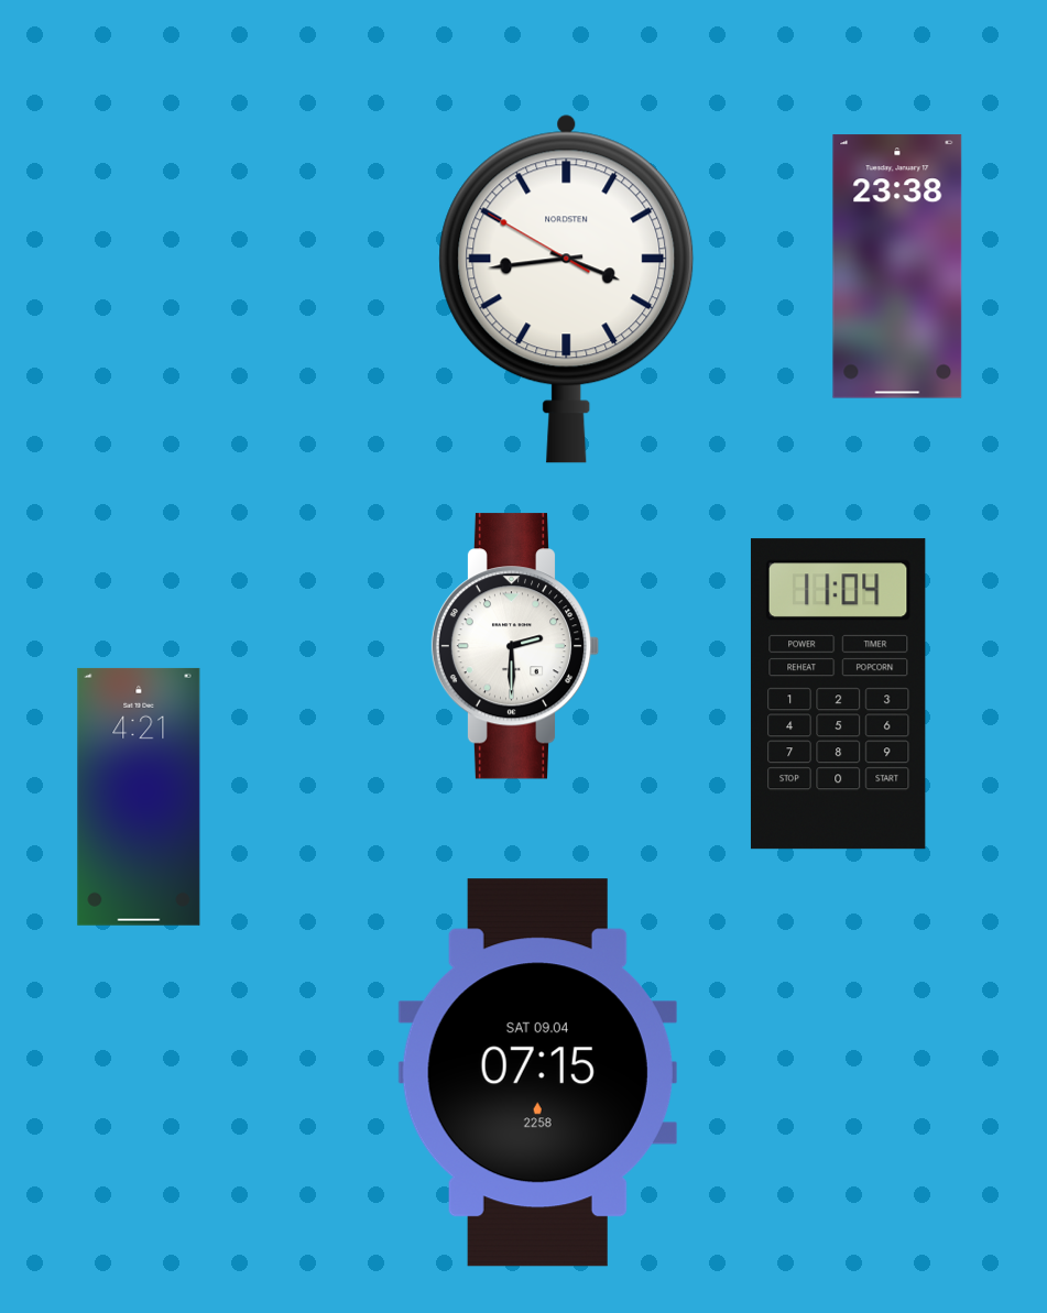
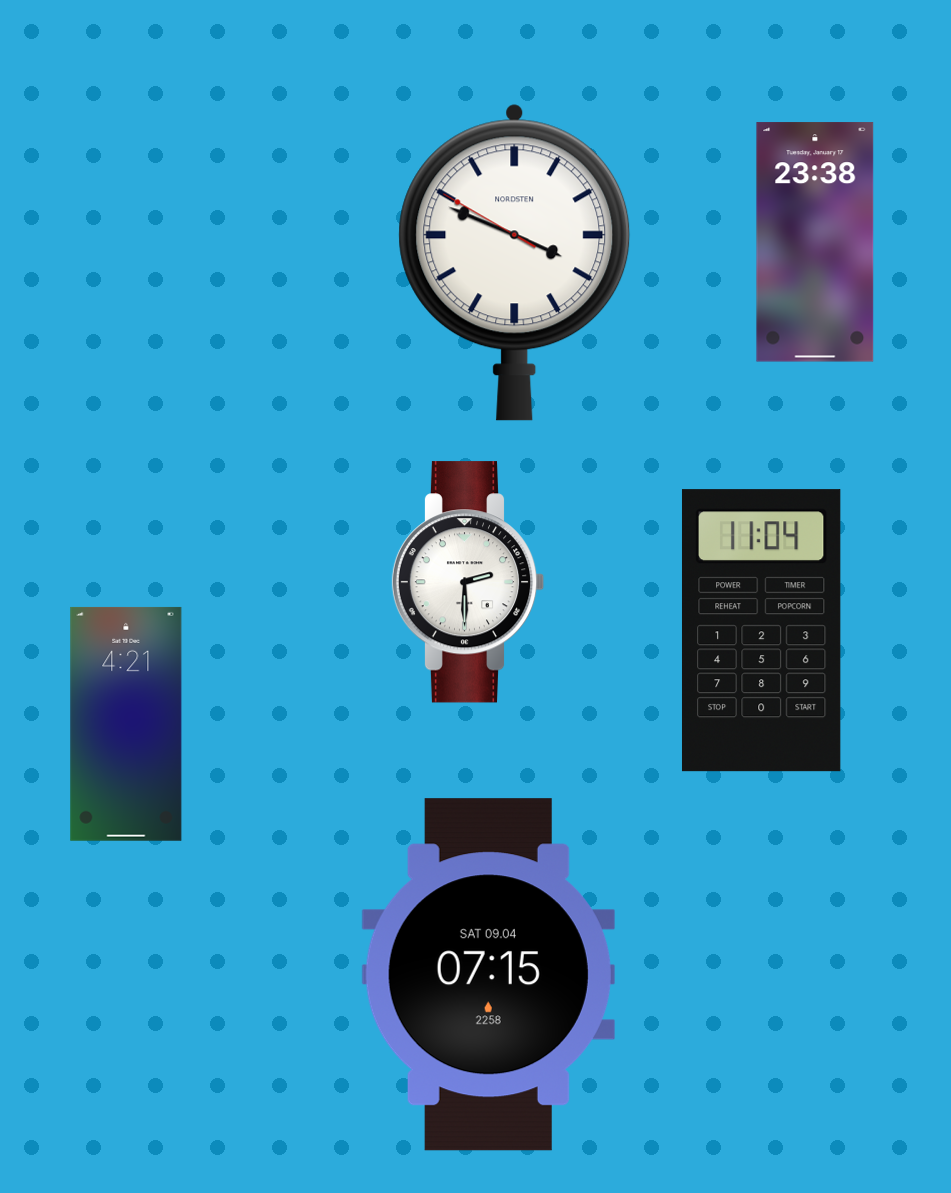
clock at (567, 288): 3:43 -> 3:48
clock at (515, 646) position: (515, 646) -> (468, 582)
